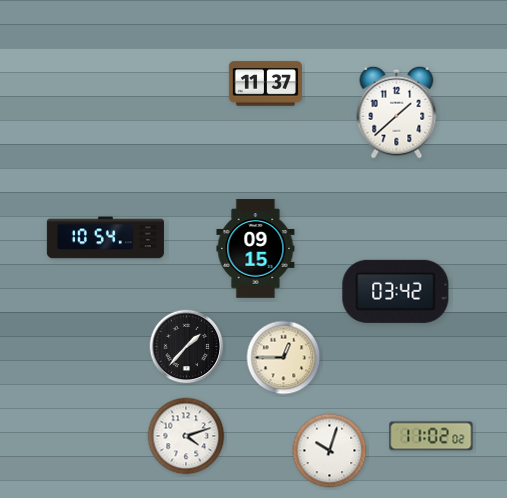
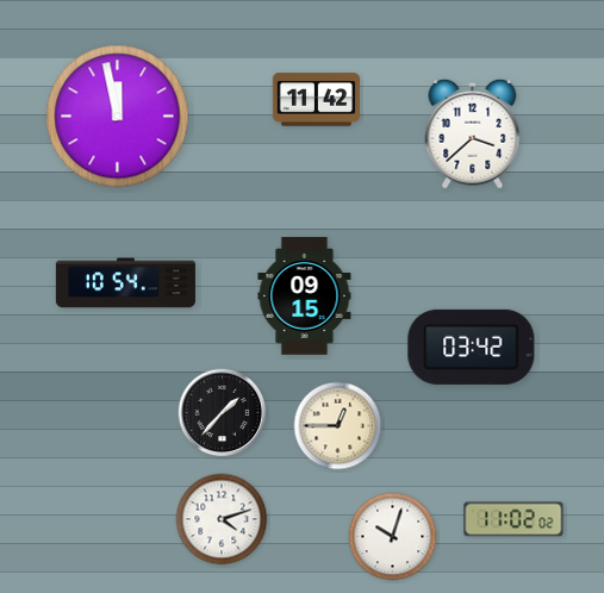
clock at (265, 84): 11:37 -> 11:42
clock at (118, 117): none -> 11:58
clock at (397, 112): 1:38 -> 3:38
